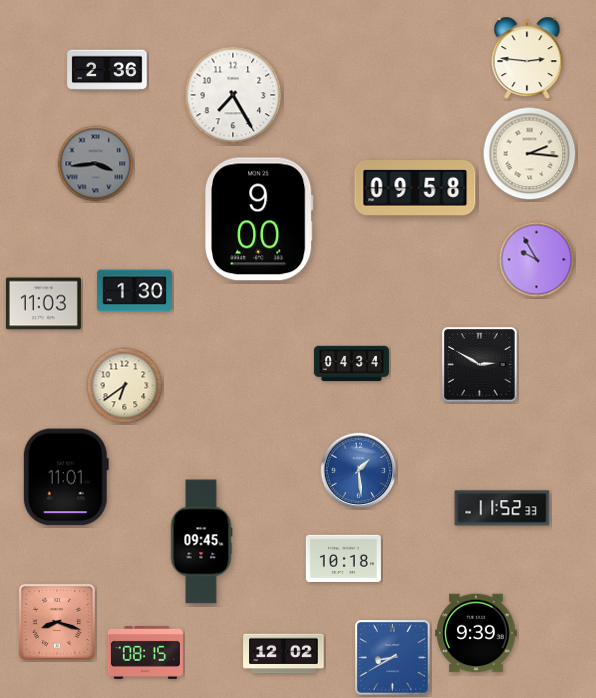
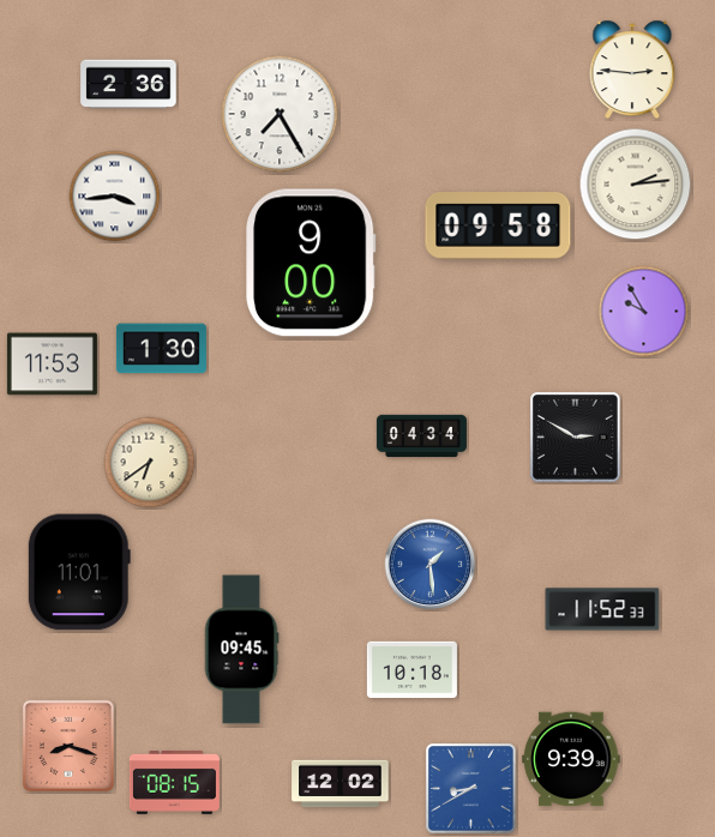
clock at (530, 154): 2:16 -> 2:14
clock at (96, 164) dial: grey -> white
clock at (43, 304): 11:03 -> 11:53
